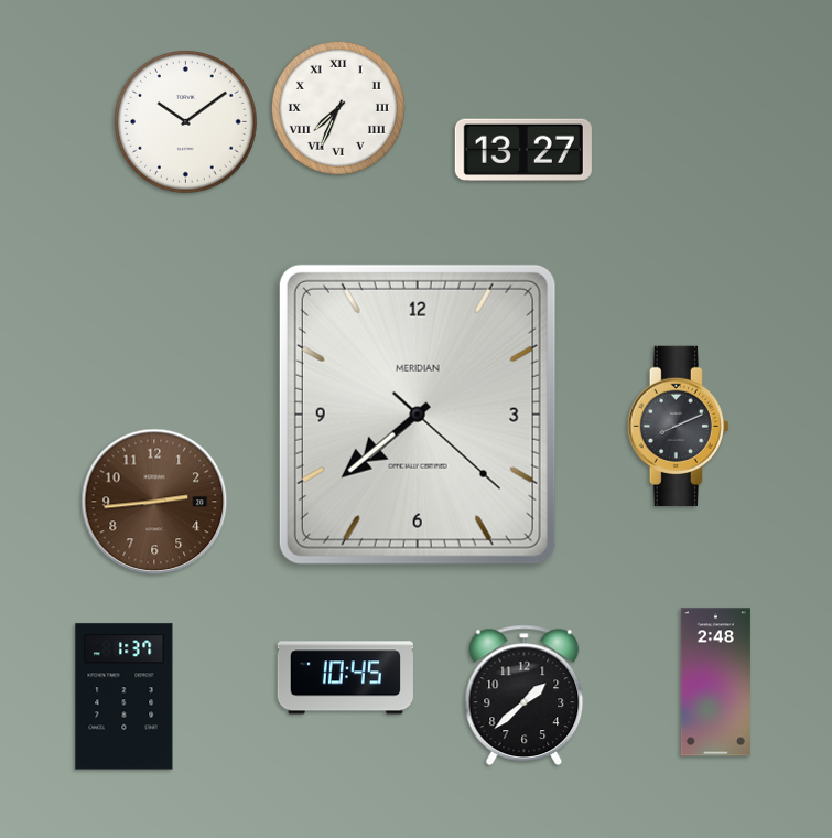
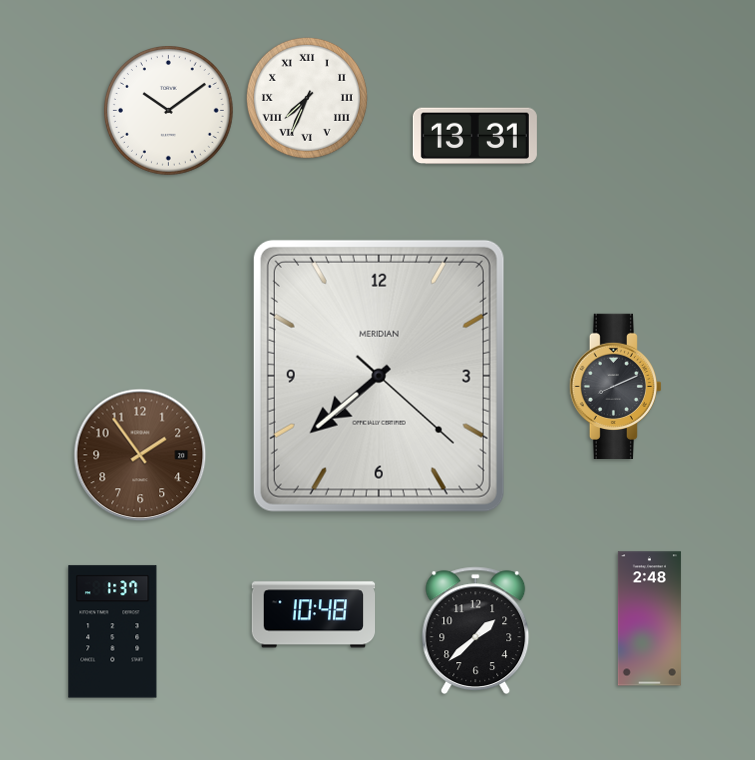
clock at (523, 149): 13:27 -> 13:31
clock at (154, 502): 2:44 -> 1:54
clock at (345, 678): 10:45 -> 10:48
